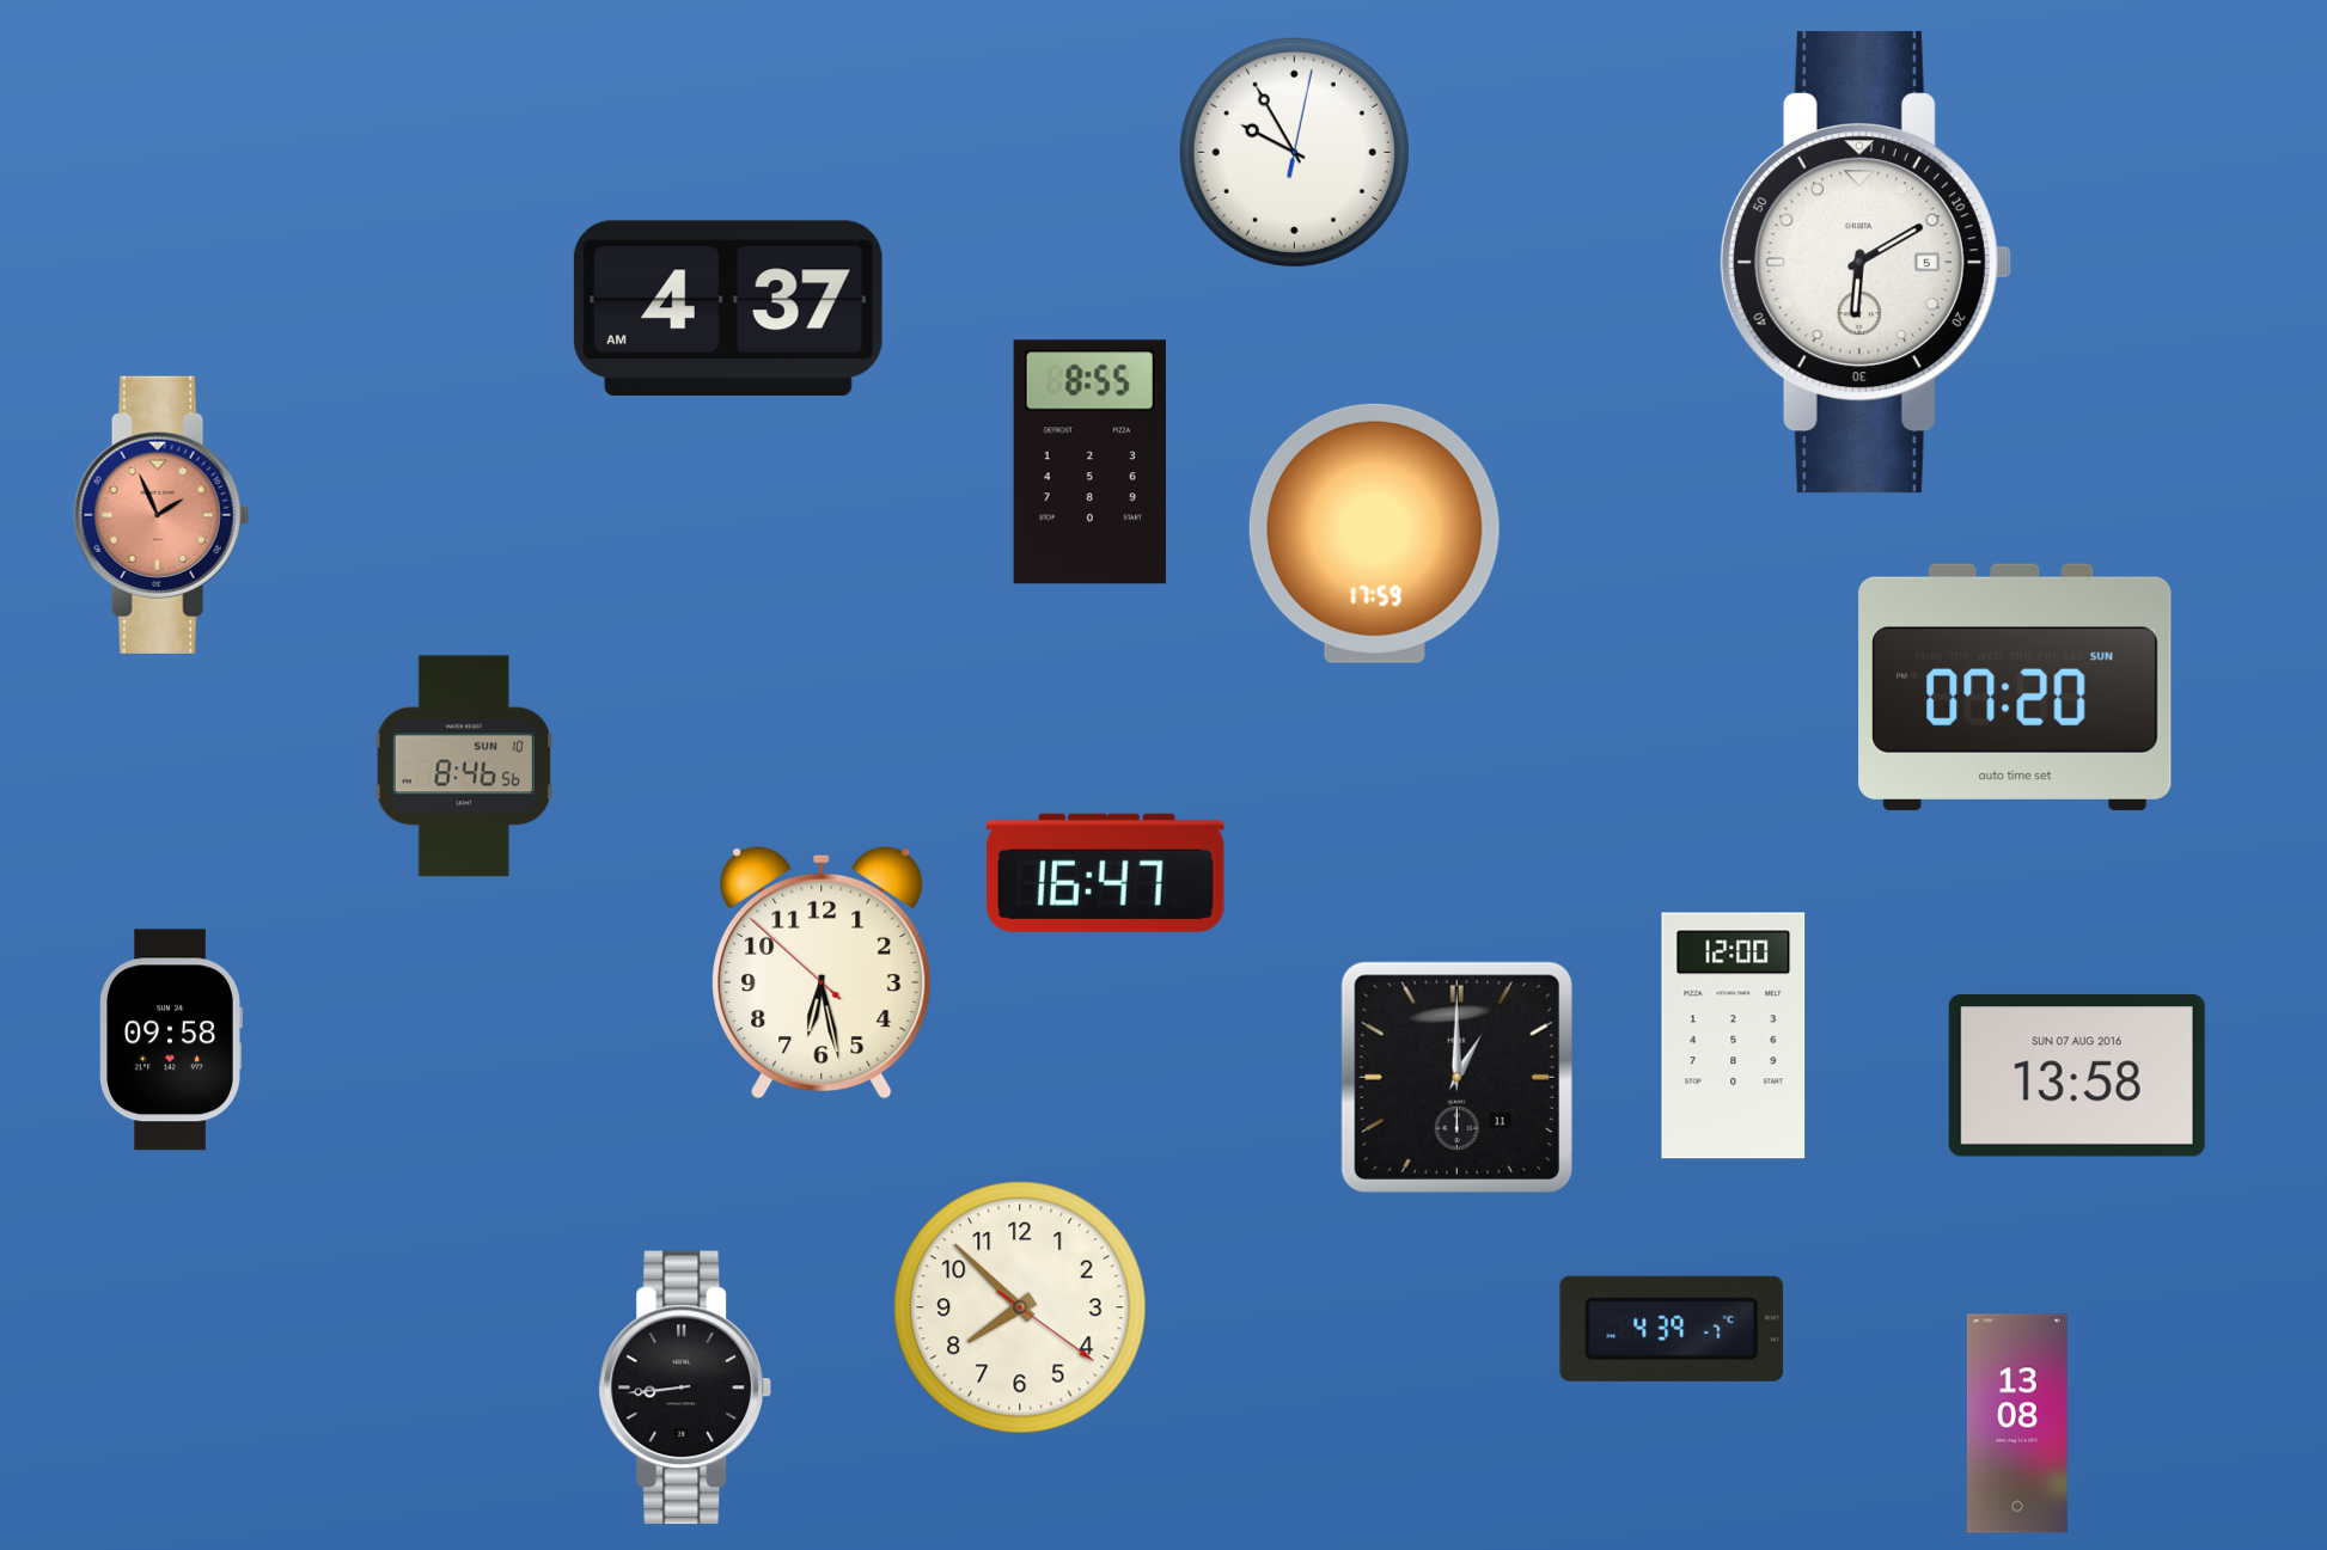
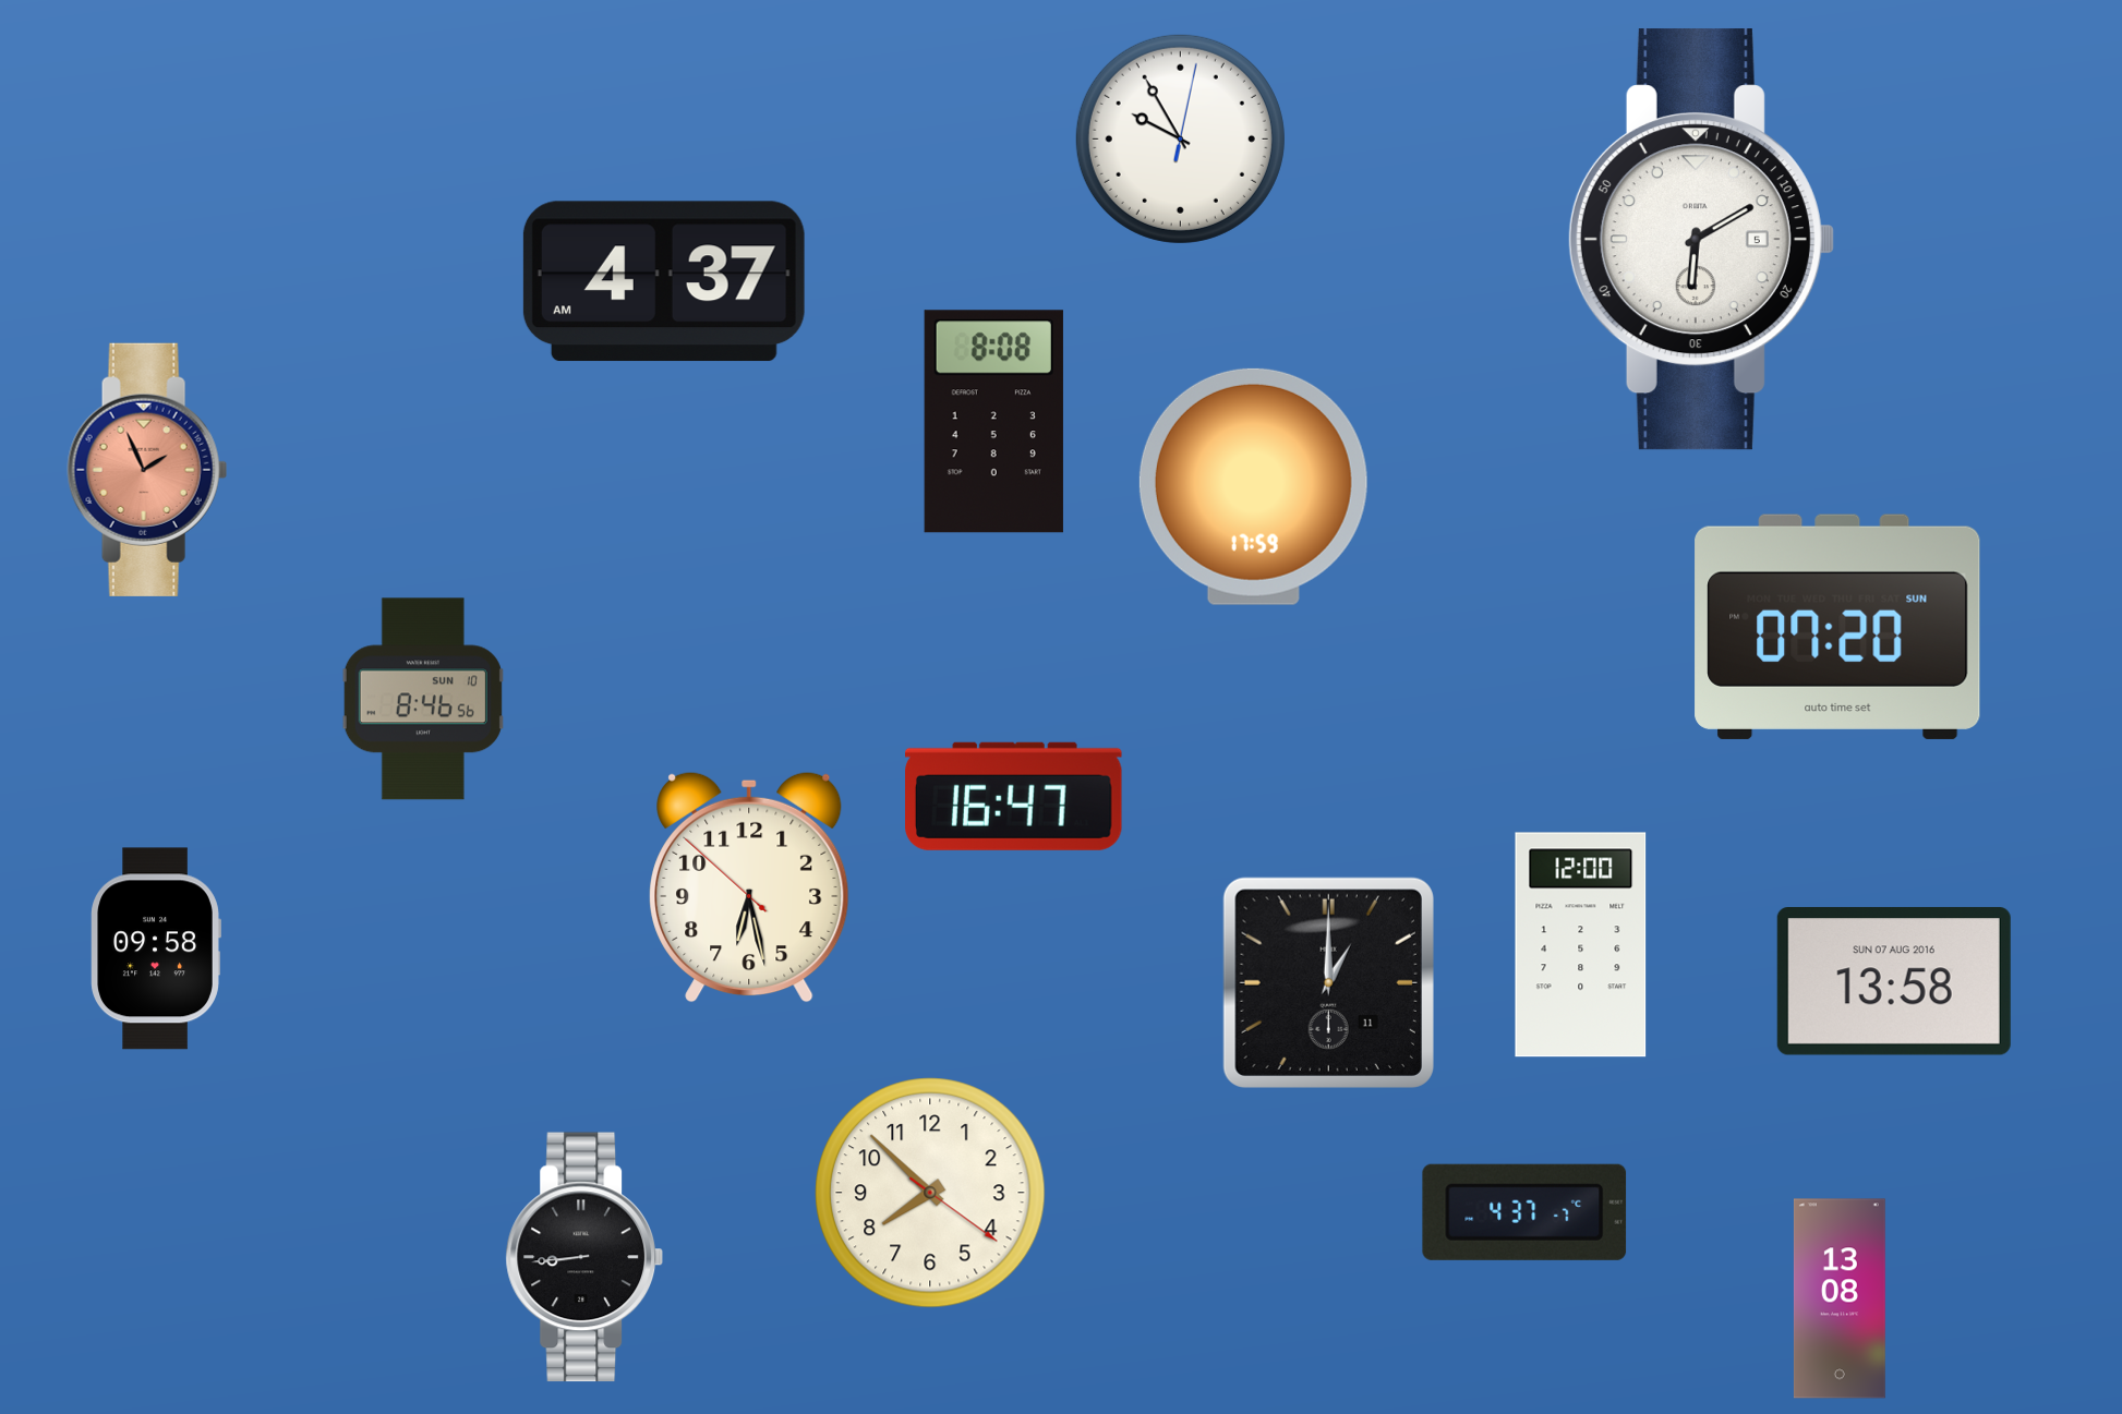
clock at (1089, 462): 8:55 -> 8:08
clock at (1106, 872) position: (1106, 872) -> (1014, 796)
clock at (1672, 1329): 4:39 -> 4:37
clock at (684, 1387) position: (684, 1387) -> (583, 1257)
